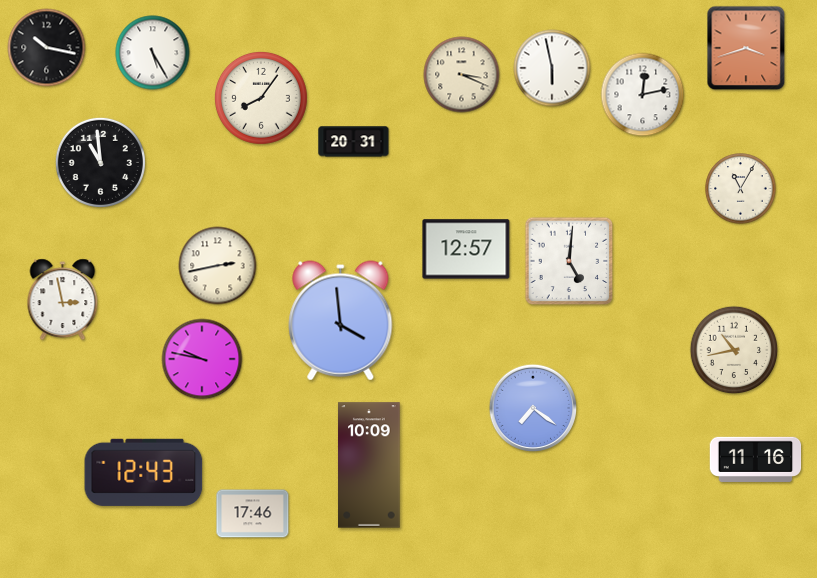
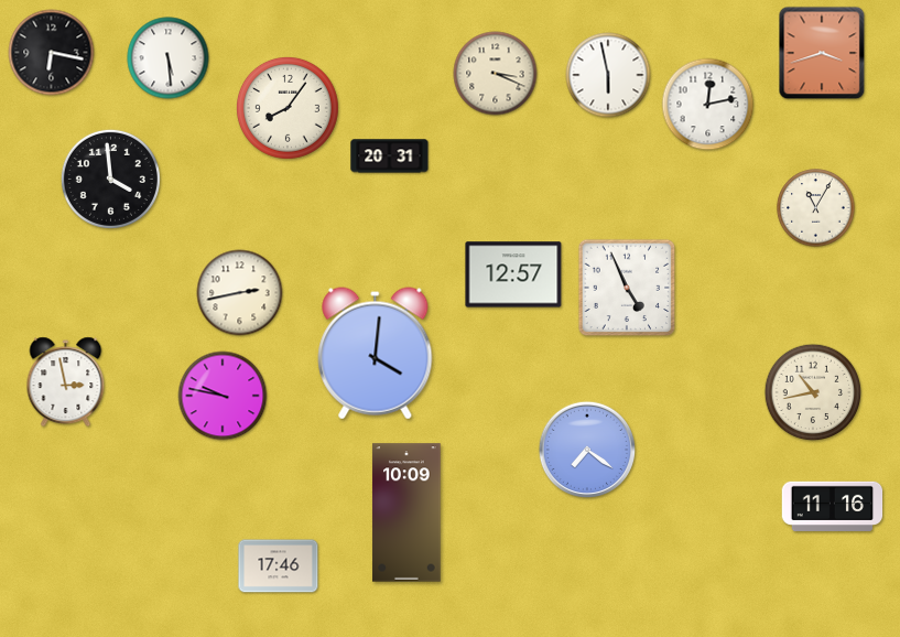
clock at (47, 48): 10:17 -> 6:17
clock at (153, 53): 5:25 -> 5:29
clock at (462, 75) position: (462, 75) -> (496, 74)
clock at (100, 162): 10:59 -> 3:59
clock at (569, 261): 5:01 -> 4:56
clock at (63, 300) position: (63, 300) -> (66, 382)
clock at (341, 321): 3:59 -> 4:01
clock at (734, 350) position: (734, 350) -> (813, 392)
clock at (144, 472): 12:43 -> none
